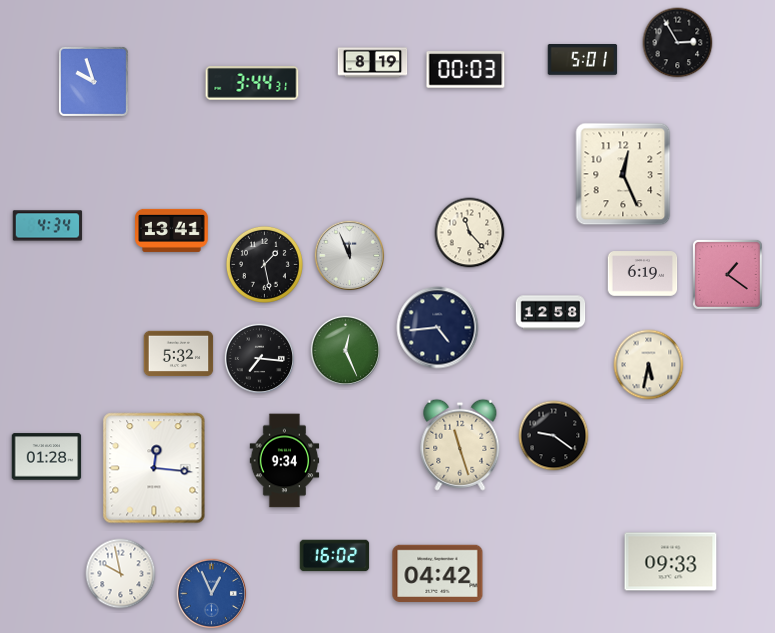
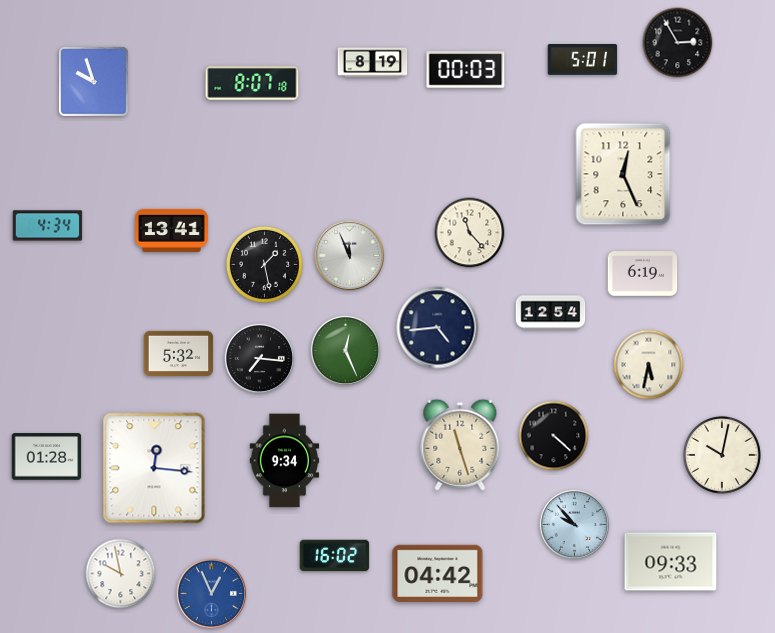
clock at (252, 83): 3:44 -> 8:07
clock at (727, 274): 1:21 -> none
clock at (551, 313): 12:58 -> 12:54
clock at (554, 436): 9:21 -> 4:22
clock at (722, 455): none -> 10:02
clock at (574, 524): none -> 9:53
